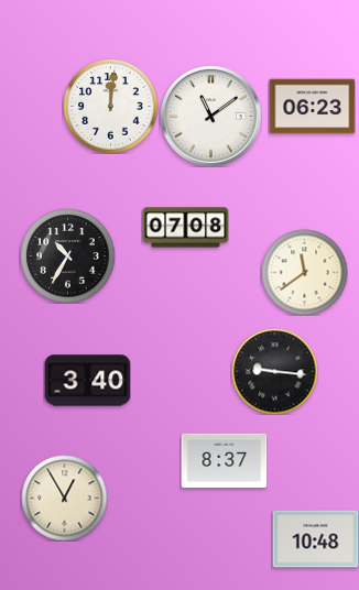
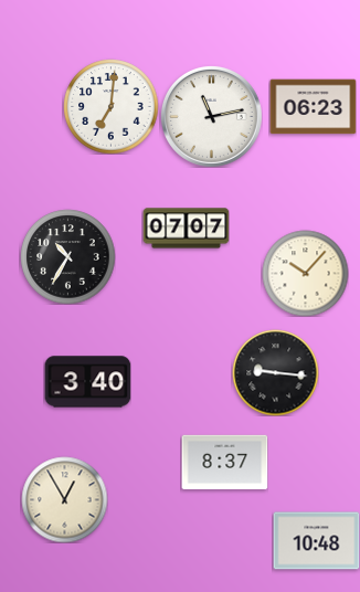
clock at (110, 106): 12:01 -> 7:01
clock at (210, 116): 11:09 -> 11:13
clock at (185, 228): 07:08 -> 07:07
clock at (304, 272): 11:39 -> 10:07
